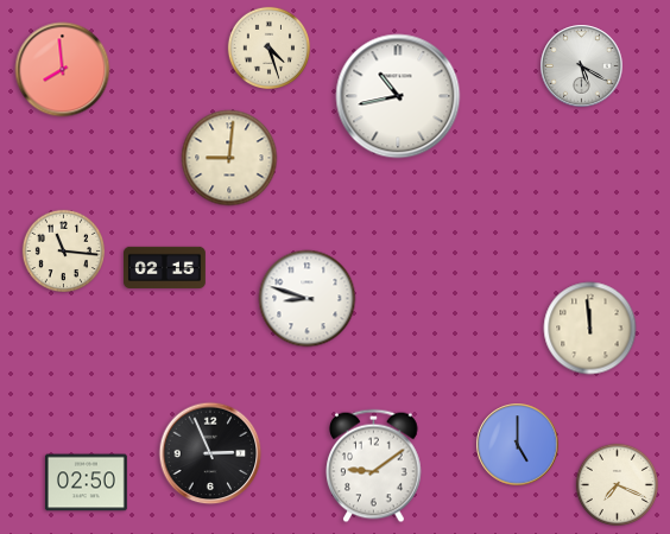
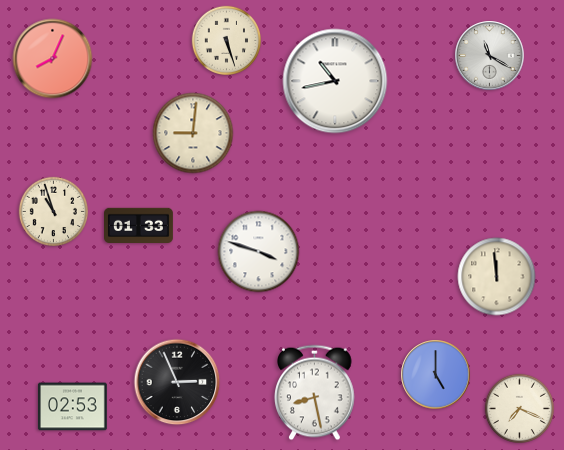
clock at (268, 47): 4:27 -> 5:27
clock at (582, 66): 5:20 -> 11:20
clock at (63, 70): 7:59 -> 8:04
clock at (63, 250): 11:16 -> 10:57
clock at (165, 268): 02:15 -> 01:33
clock at (308, 299): 8:48 -> 3:48
clock at (374, 466): 9:09 -> 8:28
clock at (86, 483): 02:50 -> 02:53
